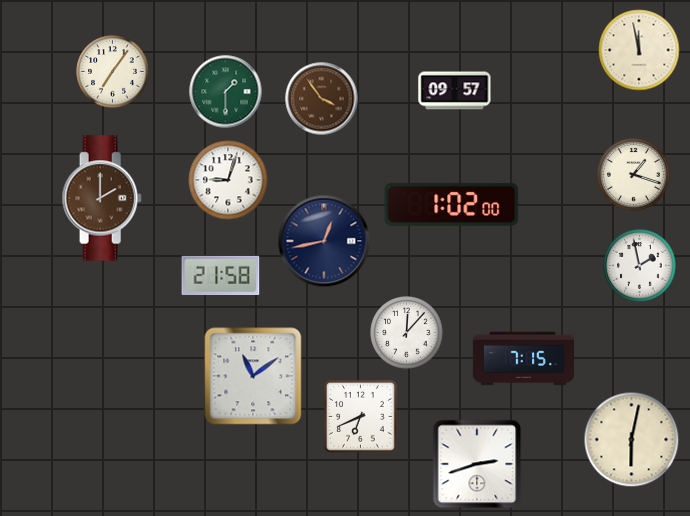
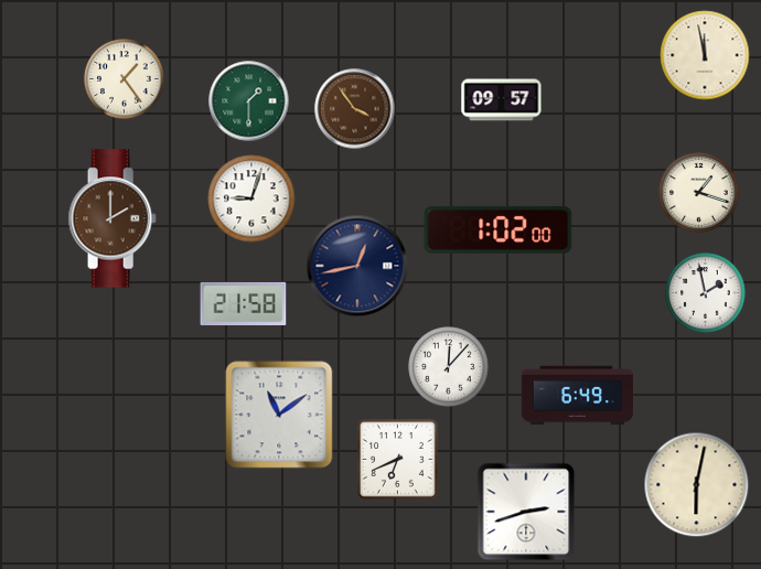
clock at (113, 72): 7:06 -> 1:24
clock at (452, 204) position: (452, 204) -> (499, 229)
clock at (523, 359): 7:15 -> 6:49
